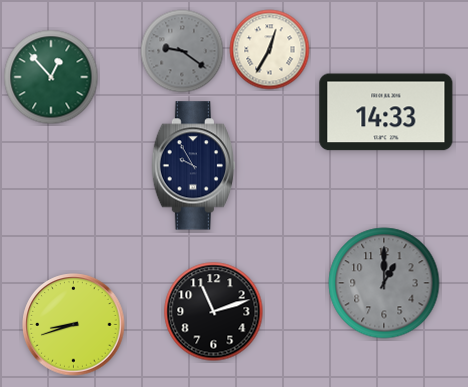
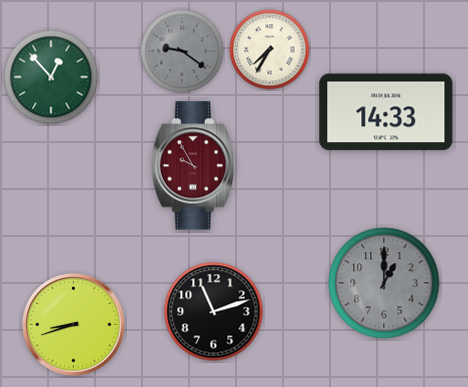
clock at (270, 50): 12:35 -> 7:35
clock at (193, 166) dial: navy -> burgundy
